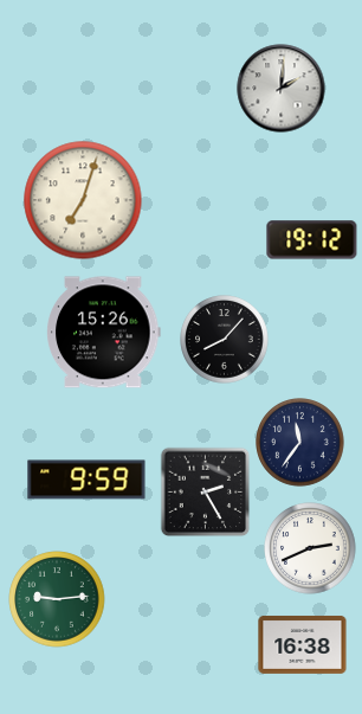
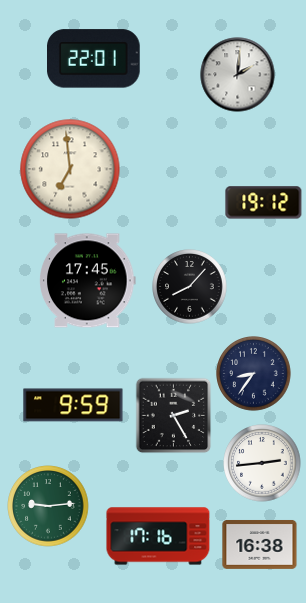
clock at (94, 59): none -> 22:01
clock at (83, 200): 7:03 -> 6:59
clock at (104, 333): 15:26 -> 17:45
clock at (300, 443): 11:36 -> 8:36
clock at (310, 548): 2:41 -> 2:44
clock at (158, 536): none -> 17:16
clock at (303, 644) position: (303, 644) -> (260, 544)
